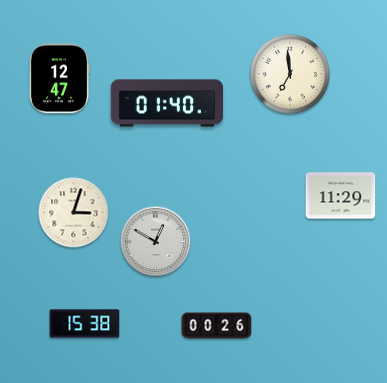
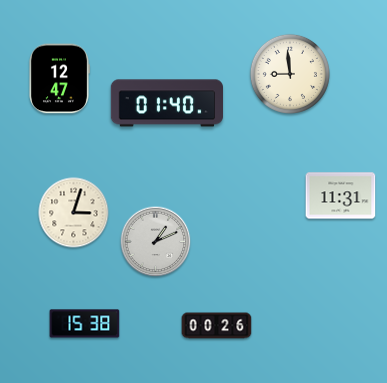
clock at (290, 74): 6:59 -> 8:59
clock at (341, 196): 11:29 -> 11:31
clock at (156, 242): 12:50 -> 1:11
